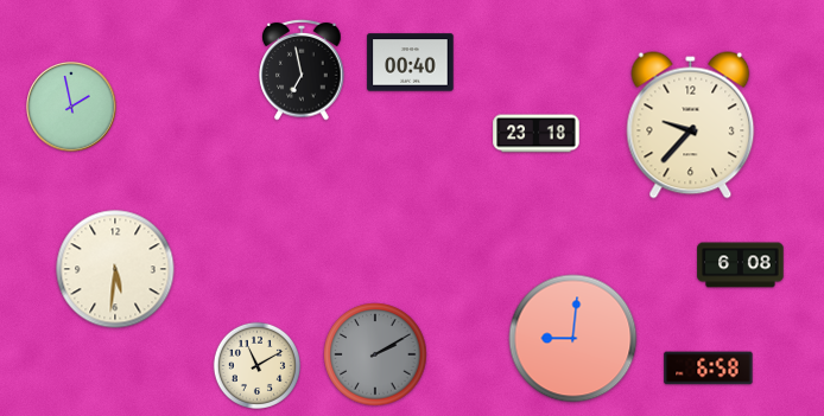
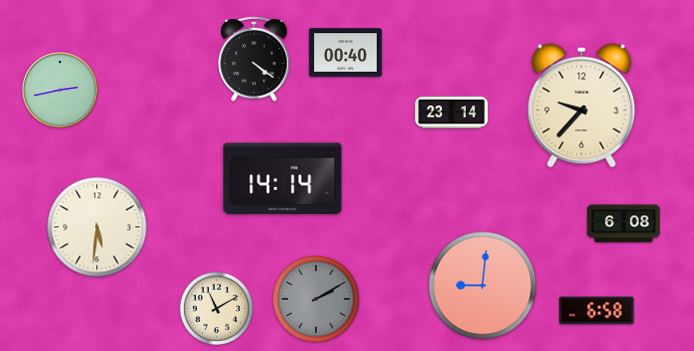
clock at (302, 70): 6:58 -> 4:21
clock at (71, 107): 1:58 -> 2:43
clock at (537, 134): 23:18 -> 23:14
clock at (283, 179): none -> 14:14
